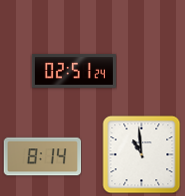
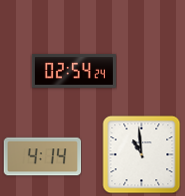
clock at (74, 71): 02:51 -> 02:54
clock at (42, 157): 8:14 -> 4:14
